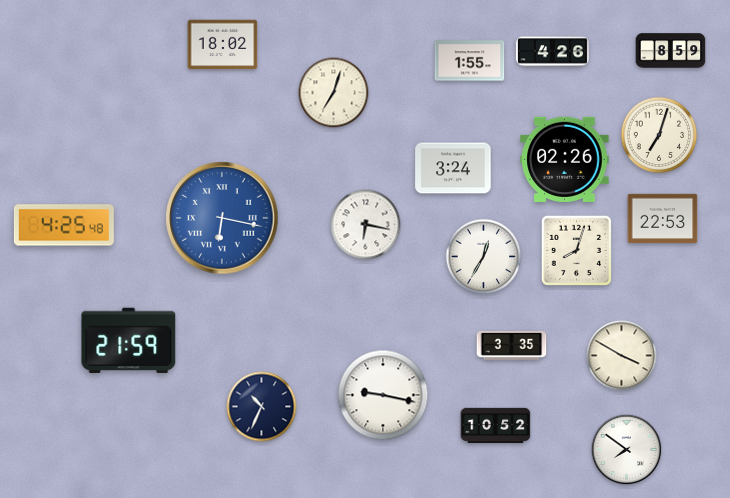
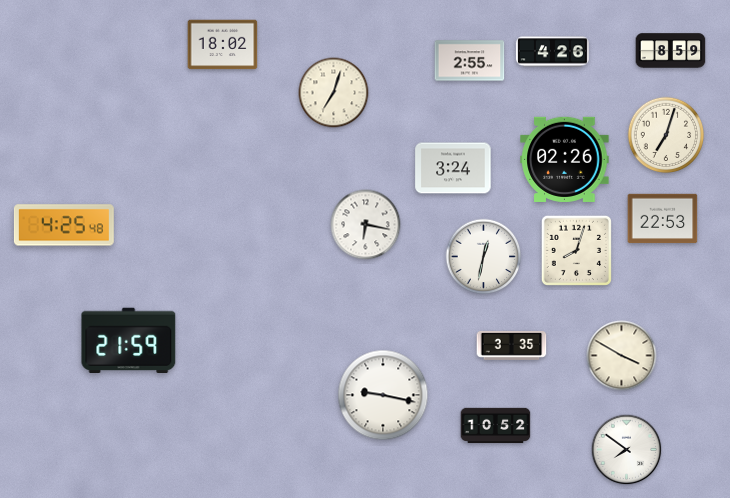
clock at (470, 61): 1:55 -> 2:55
clock at (659, 135) position: (659, 135) -> (666, 135)
clock at (222, 218): 6:17 -> none
clock at (484, 257): 12:35 -> 12:32
clock at (262, 407): 10:34 -> none
